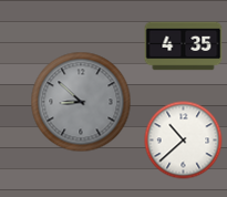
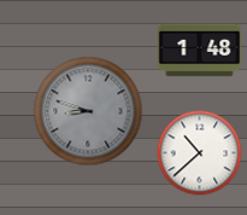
clock at (184, 46): 4:35 -> 1:48
clock at (81, 102): 8:52 -> 8:48
